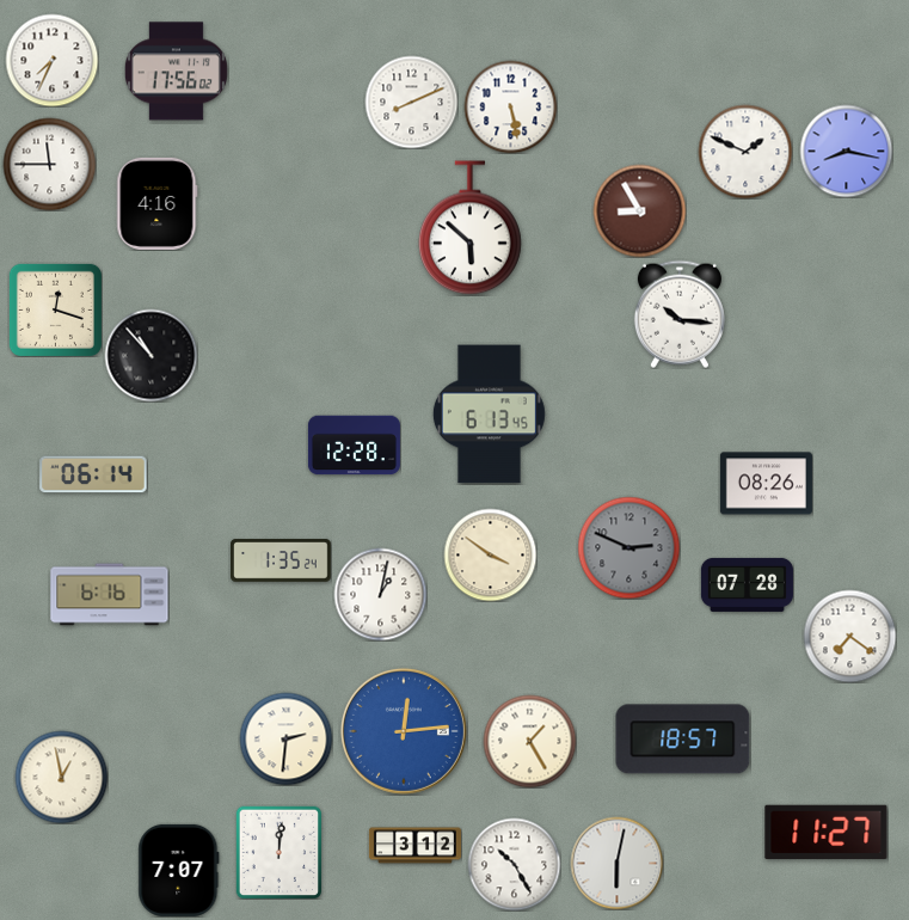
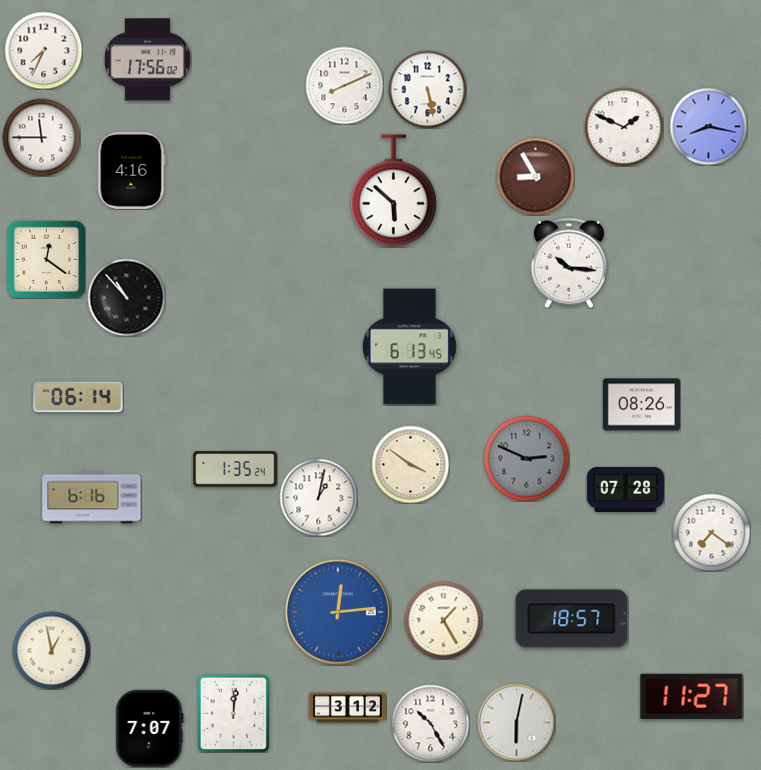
clock at (55, 309): 12:18 -> 12:21
clock at (354, 446): 12:28 -> none
clock at (285, 738): 2:31 -> none
